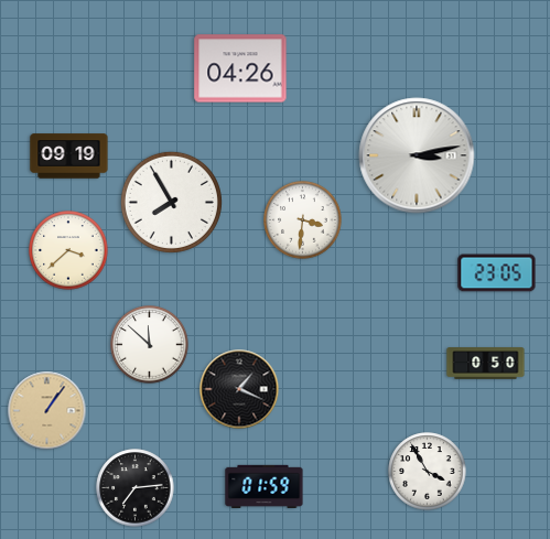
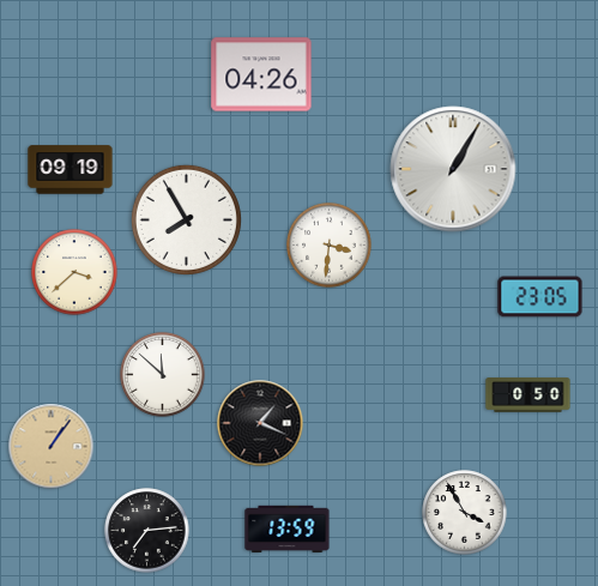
clock at (417, 155): 3:13 -> 1:05
clock at (69, 157) position: (69, 157) -> (71, 170)
clock at (303, 220) position: (303, 220) -> (330, 246)
clock at (265, 486): 01:59 -> 13:59
